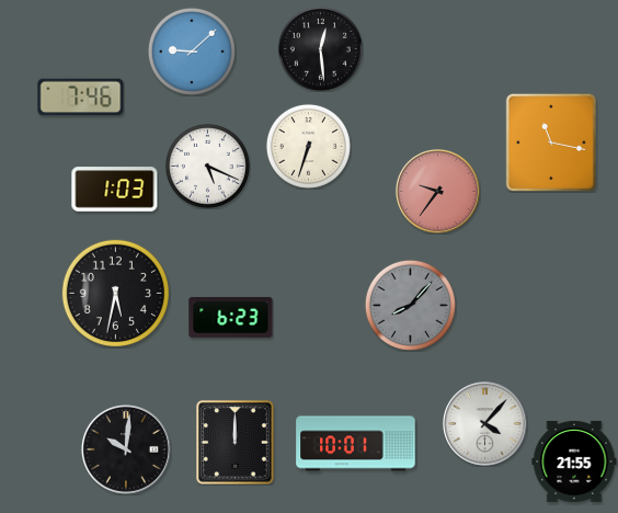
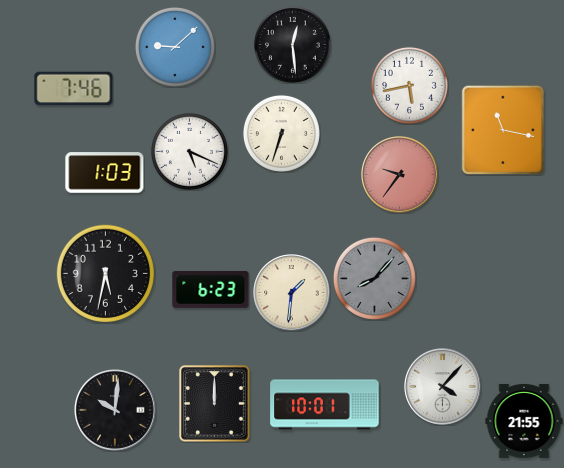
clock at (409, 85): none -> 5:43
clock at (115, 293) position: (115, 293) -> (105, 273)
clock at (292, 293): none -> 1:31
